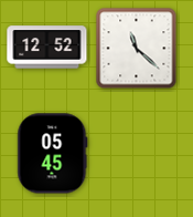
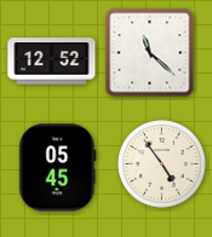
clock at (47, 48) position: (47, 48) -> (52, 62)
clock at (162, 164): none -> 4:54
